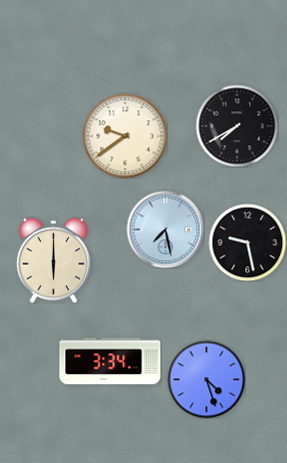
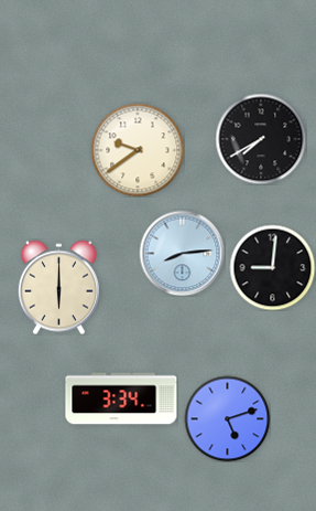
clock at (165, 229): 7:28 -> 8:14
clock at (247, 242): 9:28 -> 9:01
clock at (206, 379): 4:27 -> 5:12
